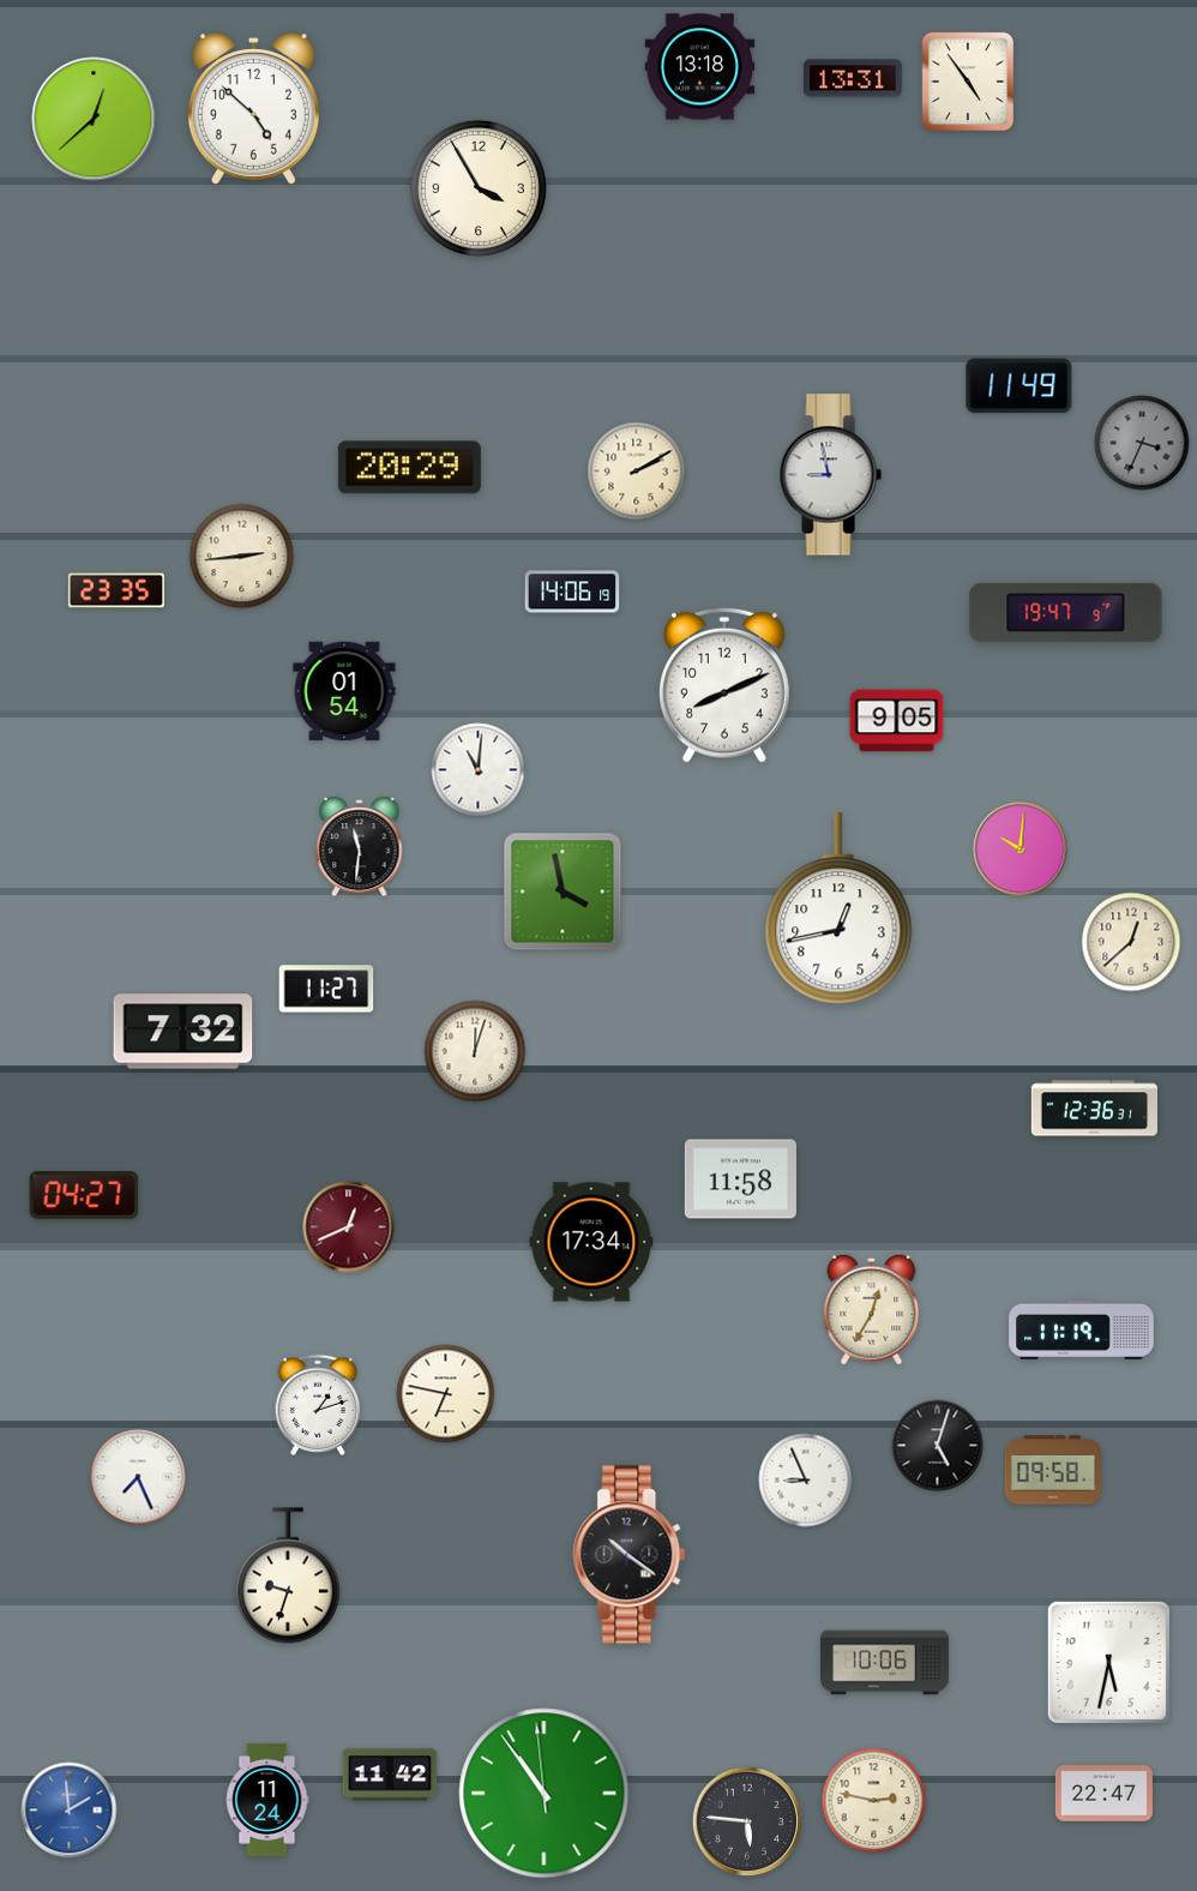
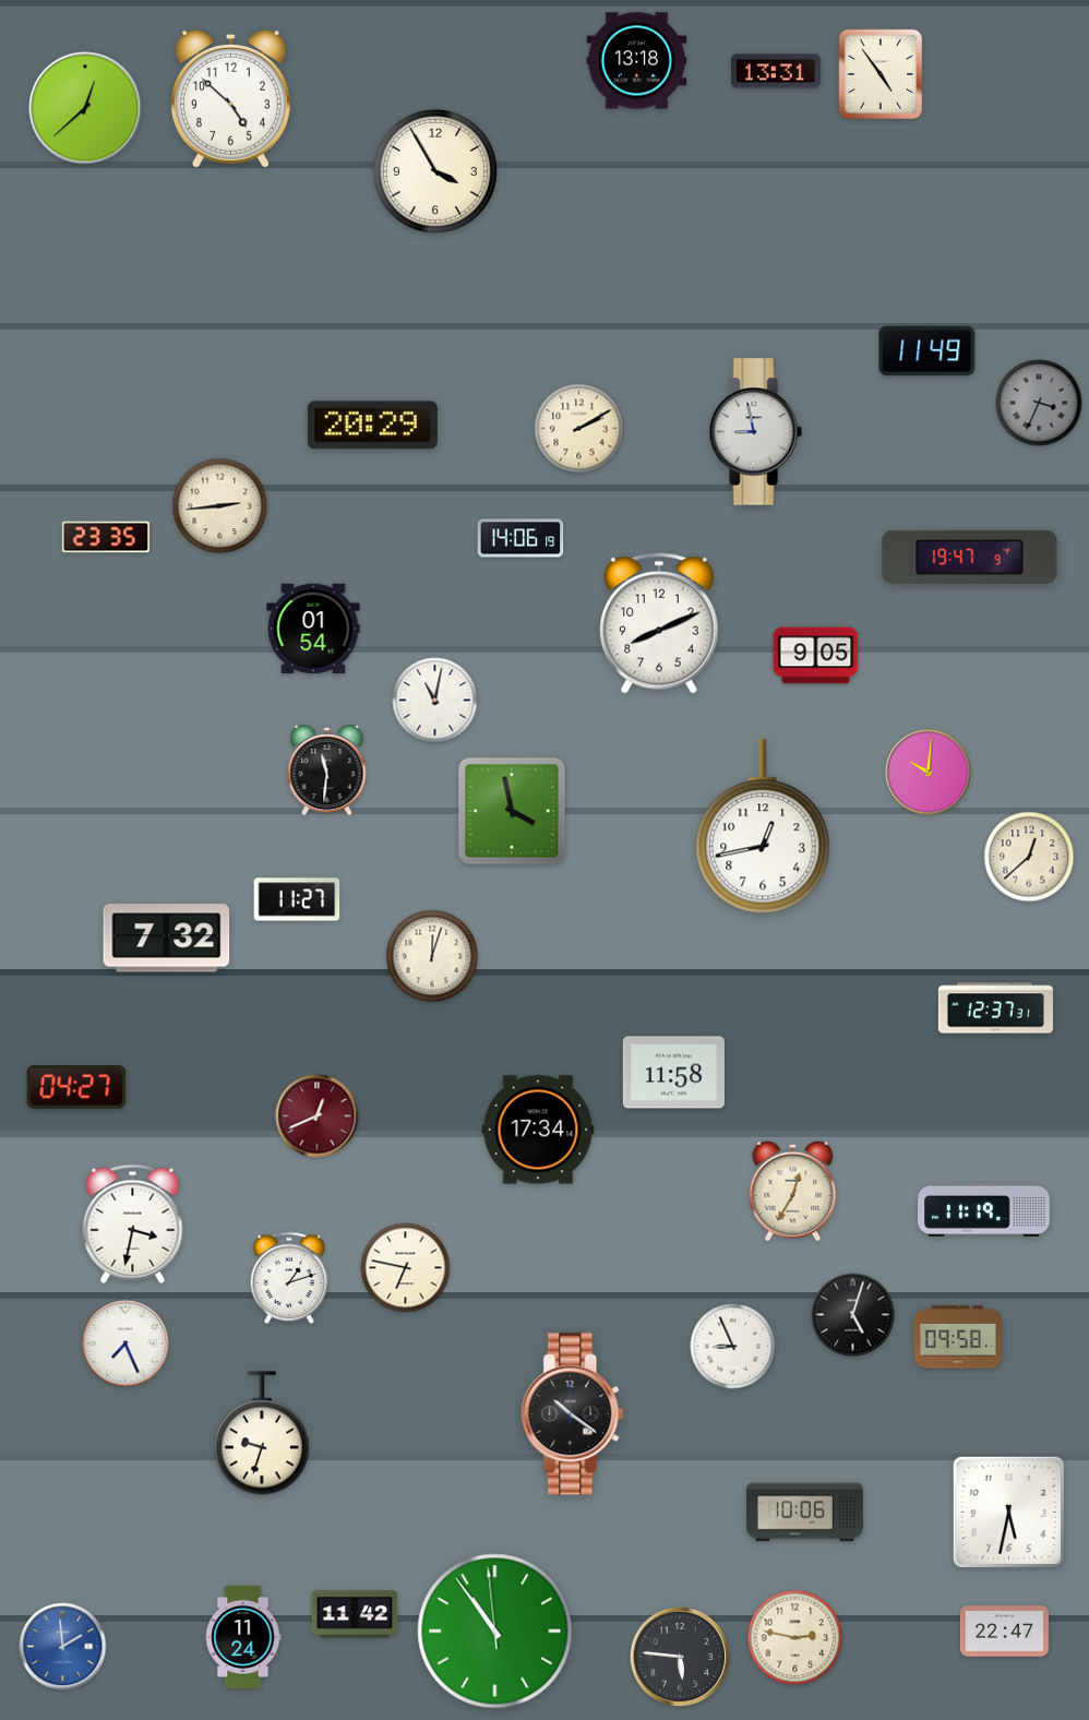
clock at (479, 770): 11:01 -> 11:02
clock at (1094, 1109): 12:36 -> 12:37
clock at (133, 1223): none -> 3:32
